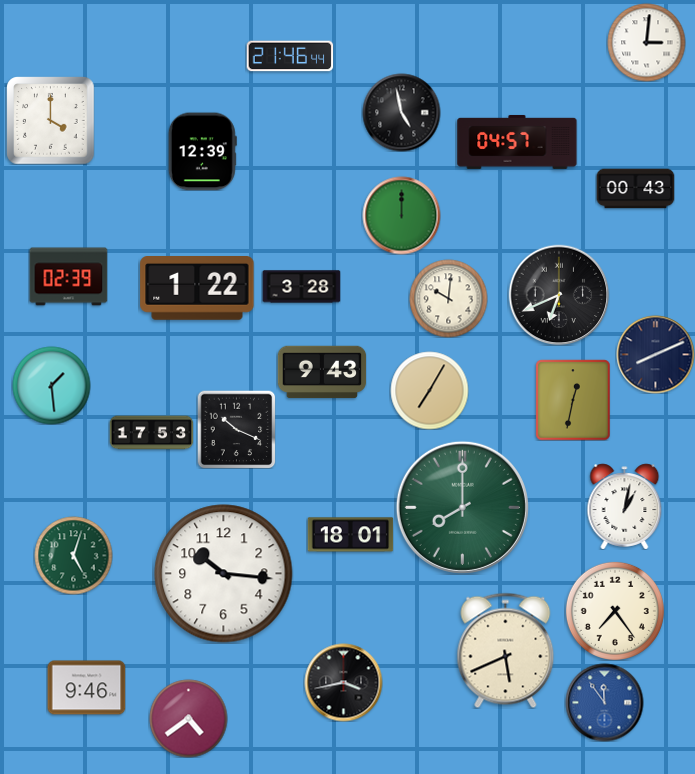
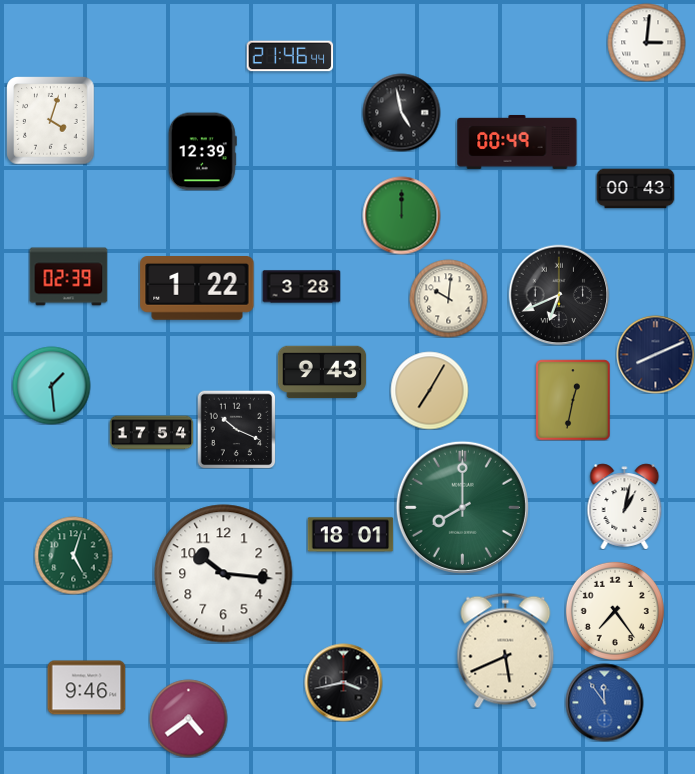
clock at (50, 120): 4:00 -> 4:03
clock at (517, 142): 04:57 -> 00:49
clock at (151, 433): 17:53 -> 17:54
